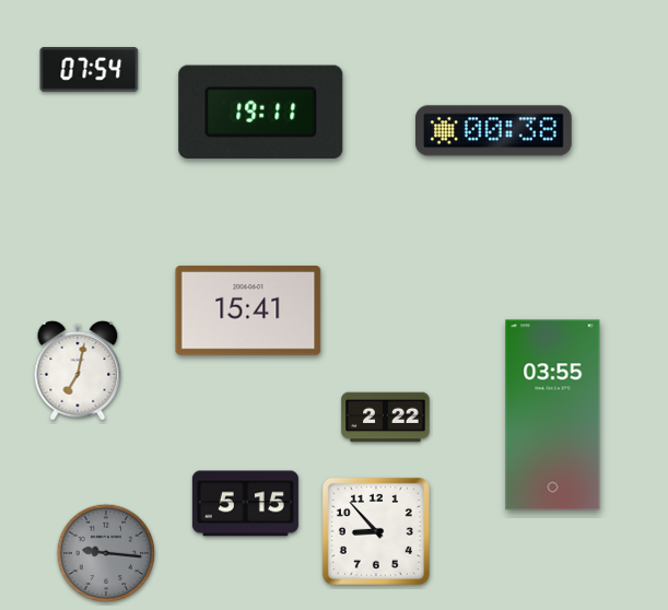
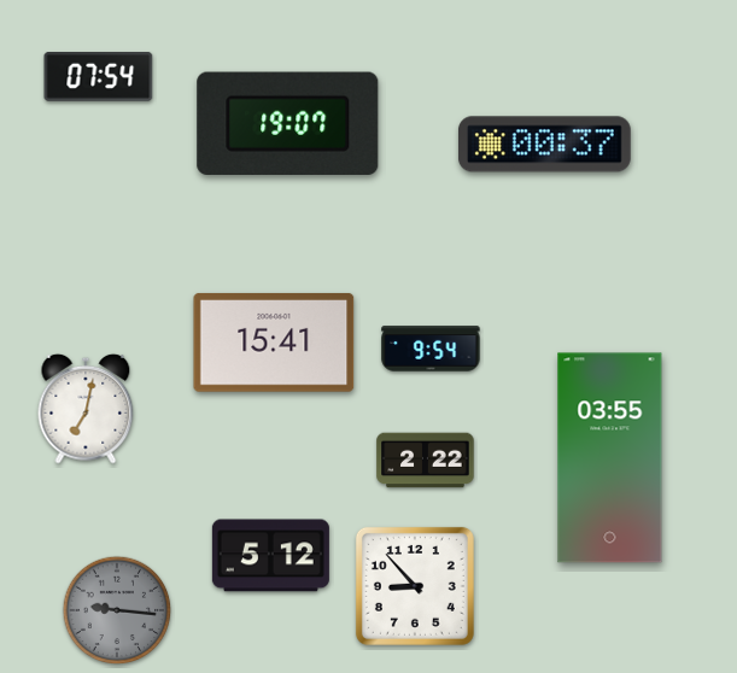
clock at (261, 112): 19:11 -> 19:07
clock at (494, 131): 00:38 -> 00:37
clock at (431, 349): none -> 9:54
clock at (245, 504): 5:15 -> 5:12
